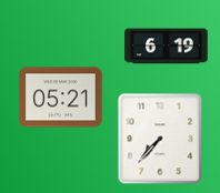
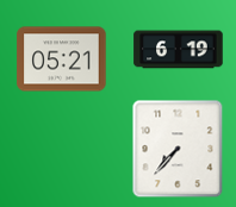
clock at (61, 98) position: (61, 98) -> (62, 59)
clock at (160, 139) position: (160, 139) -> (178, 149)
